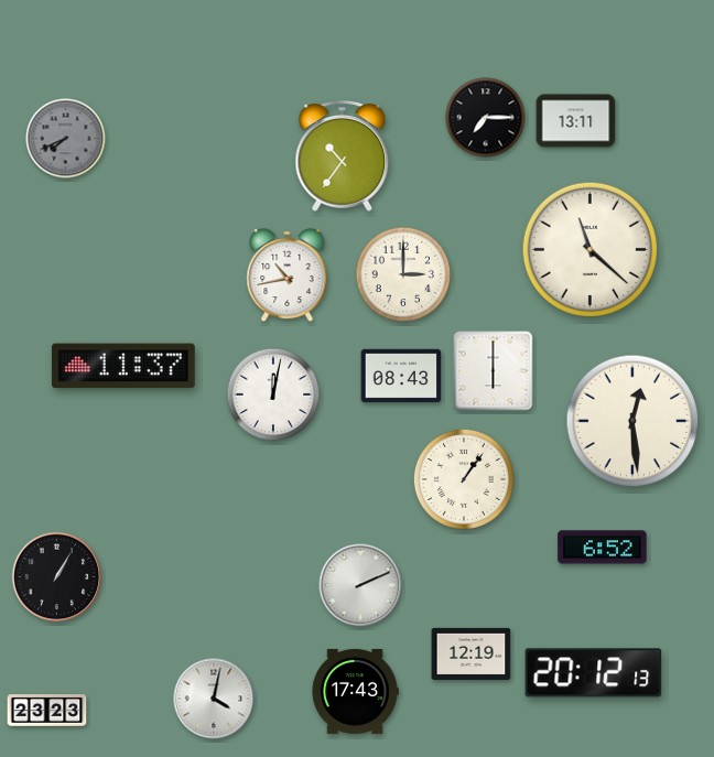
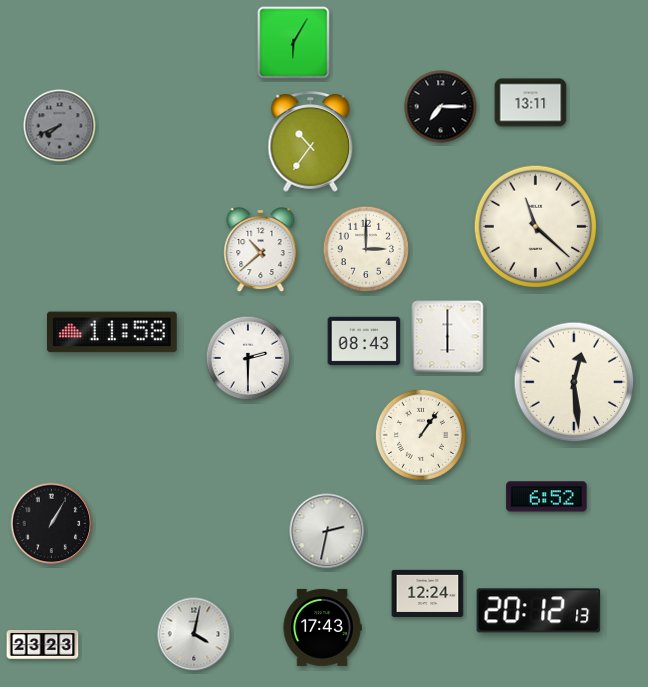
clock at (294, 43): none -> 6:05
clock at (576, 121) position: (576, 121) -> (531, 103)
clock at (288, 277): 10:43 -> 10:38
clock at (123, 366): 11:37 -> 11:58
clock at (273, 394): 12:02 -> 2:30
clock at (360, 585): 2:11 -> 2:32
clock at (472, 653): 12:19 -> 12:24
